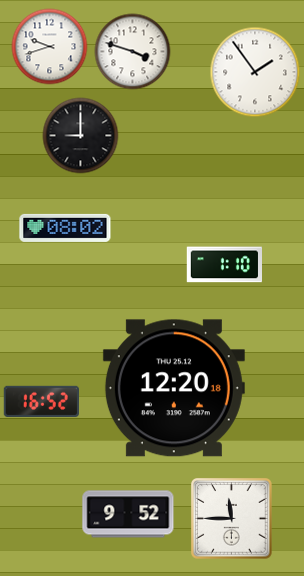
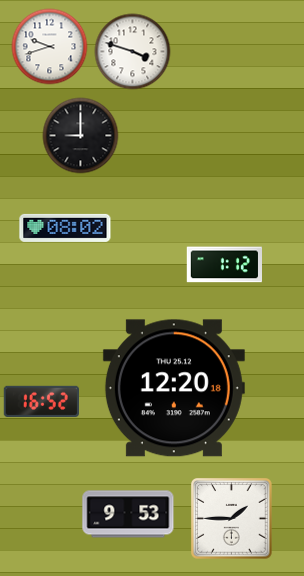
clock at (255, 72): 1:54 -> none
clock at (224, 265): 1:10 -> 1:12
clock at (128, 514): 9:52 -> 9:53
clock at (232, 519): 11:45 -> 1:45
